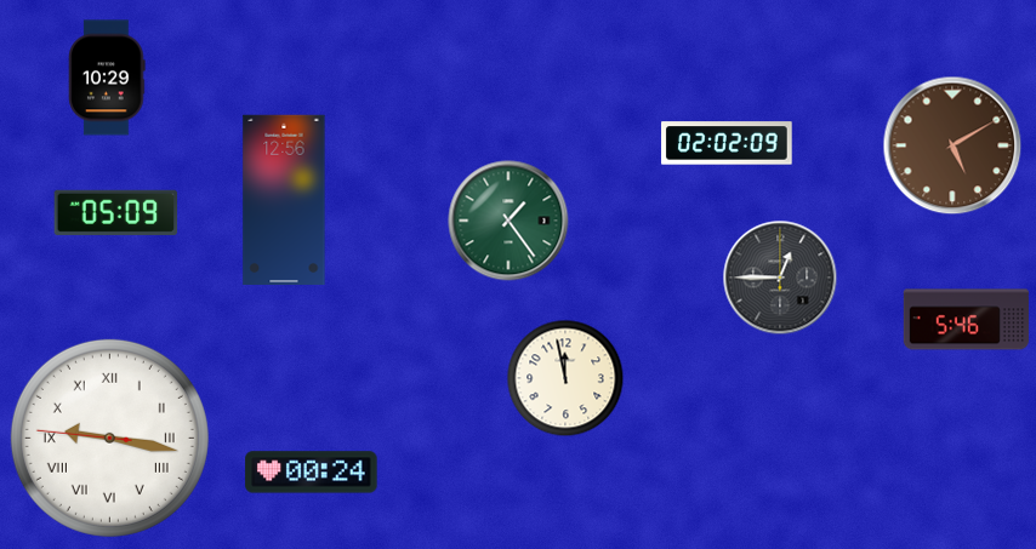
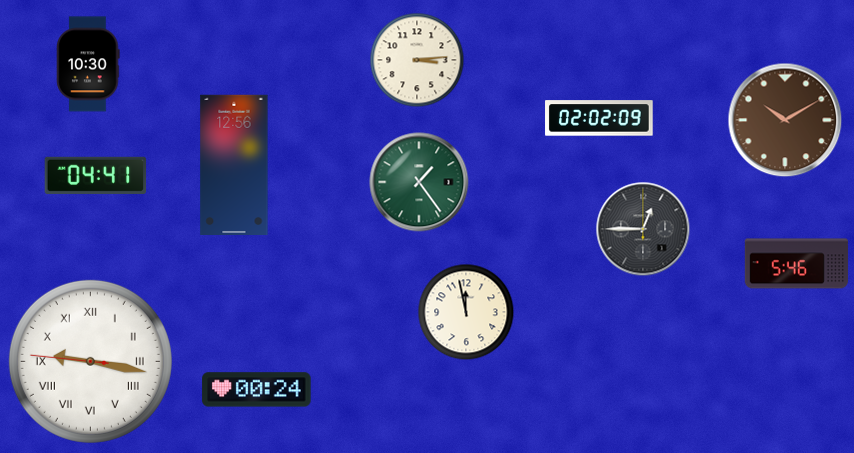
clock at (417, 60): none -> 3:14
clock at (107, 78): 10:29 -> 10:30
clock at (952, 145): 5:10 -> 10:10
clock at (116, 212): 05:09 -> 04:41
